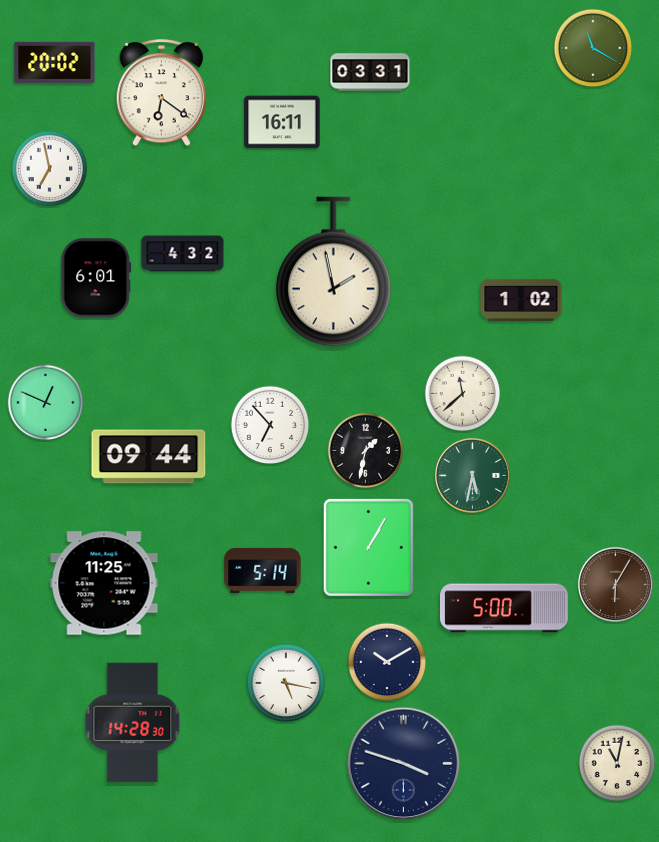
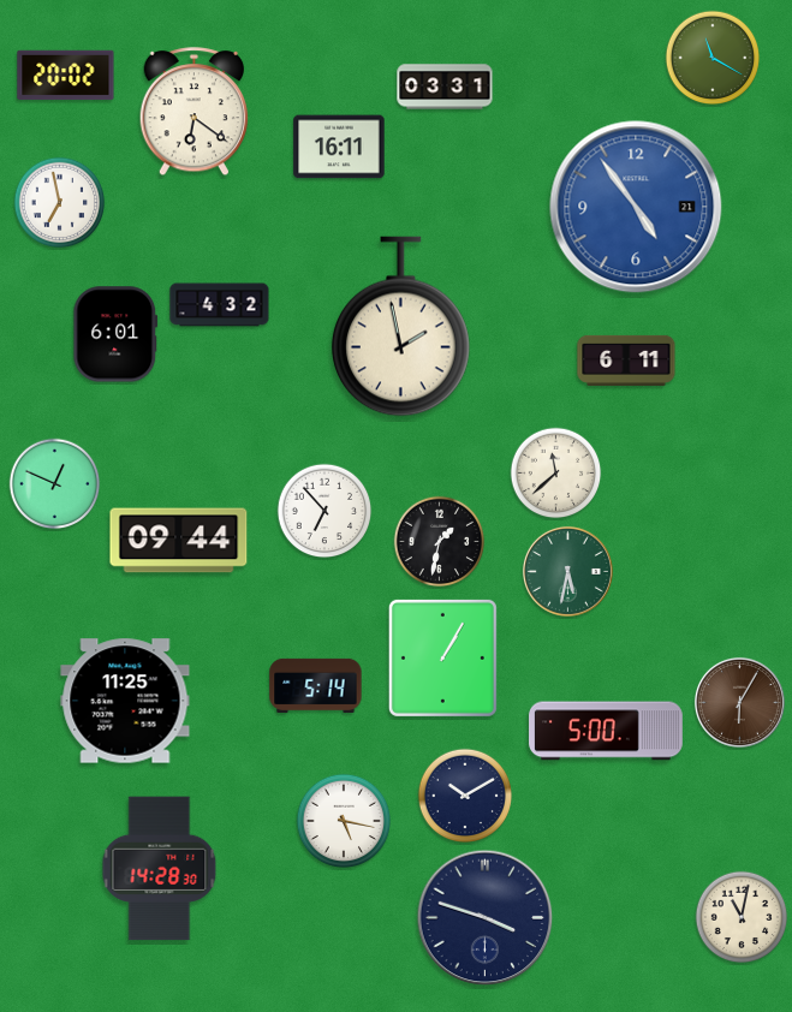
clock at (636, 207): none -> 4:54
clock at (521, 300): 1:02 -> 6:11
clock at (149, 457) position: (149, 457) -> (179, 541)
